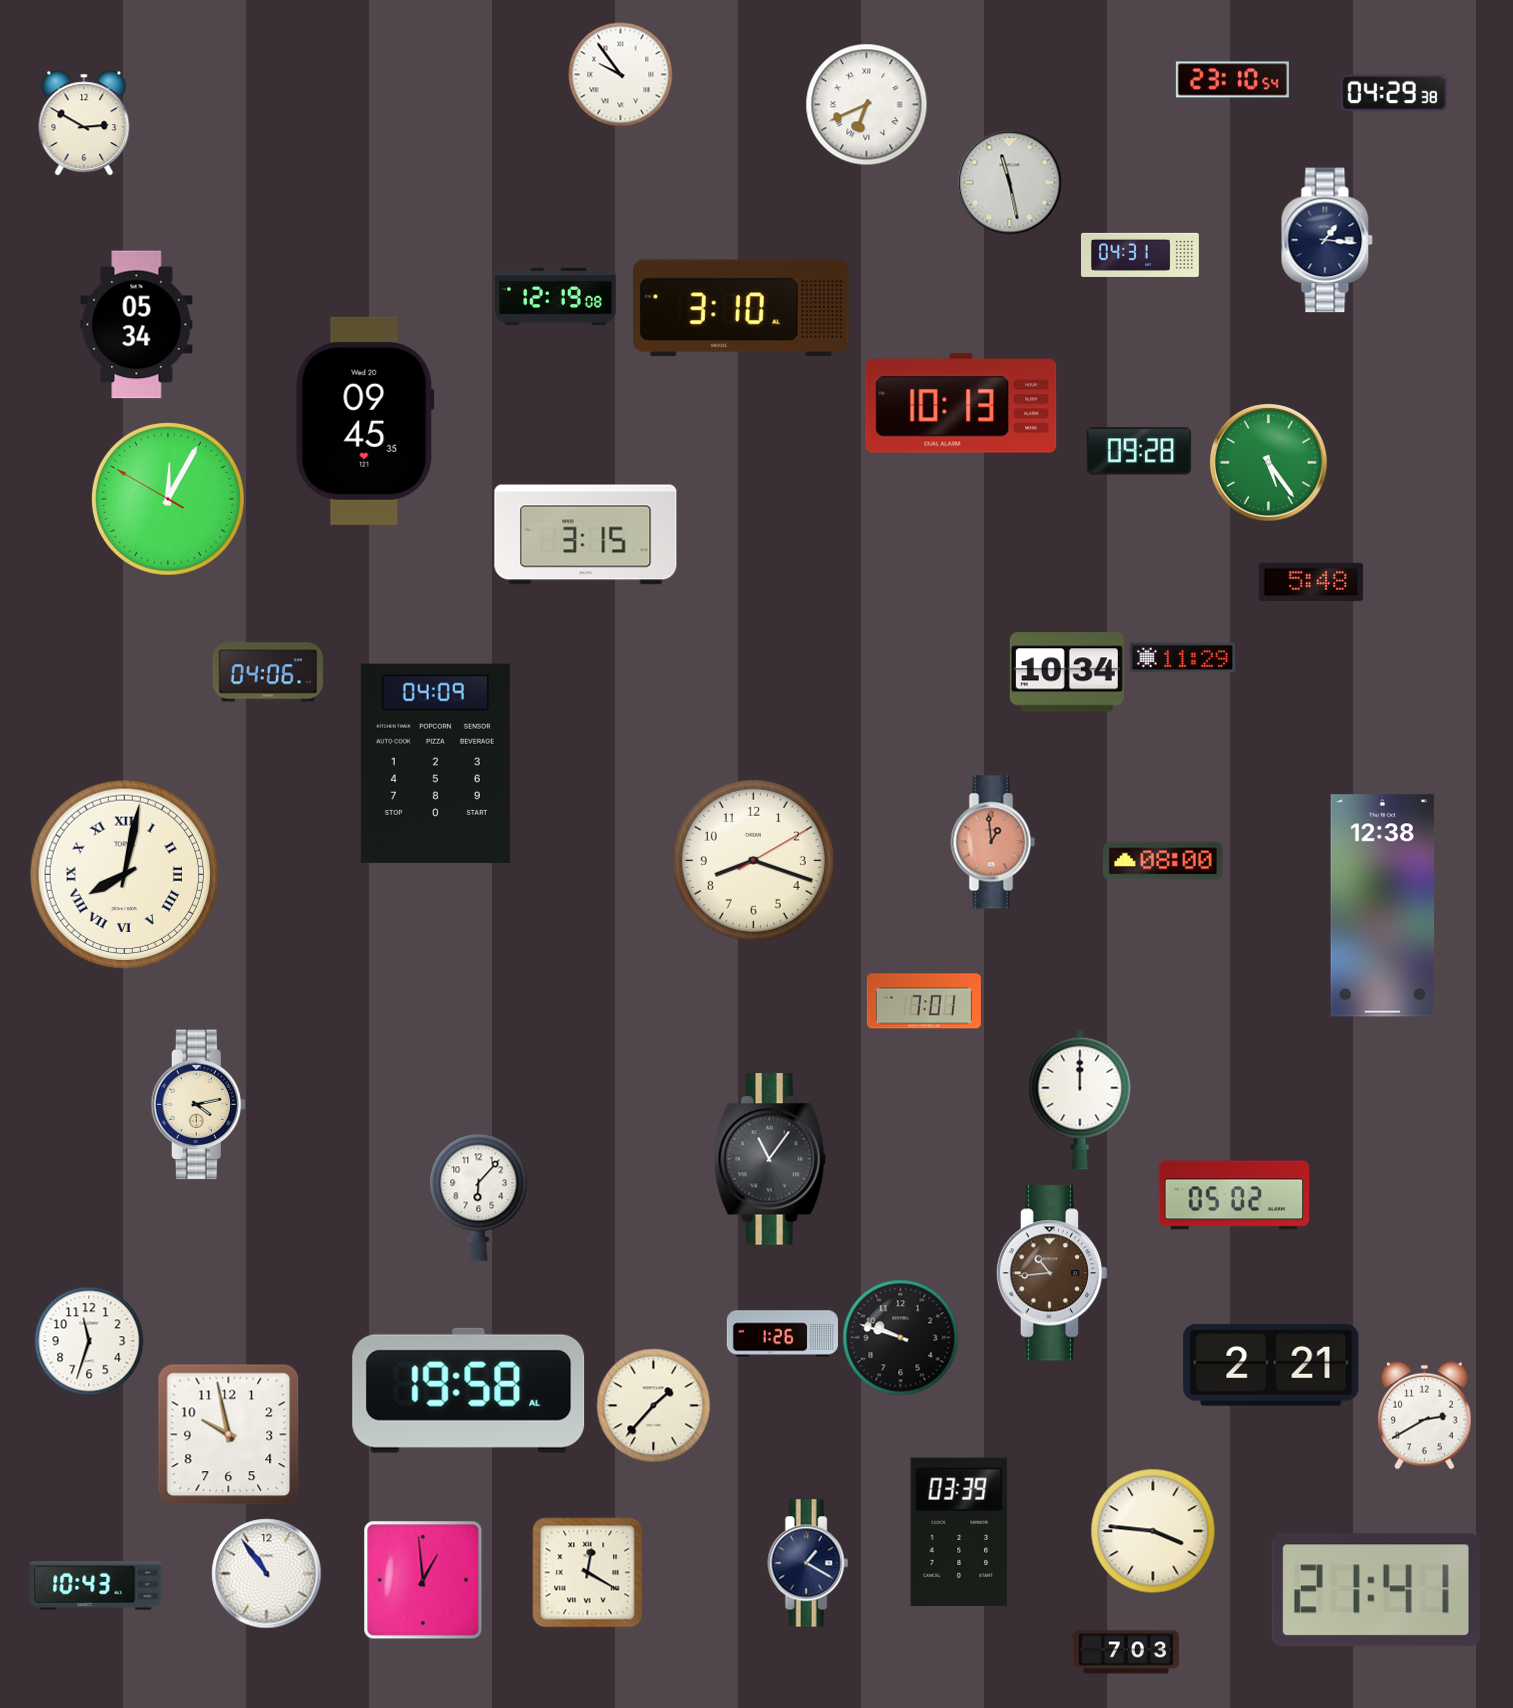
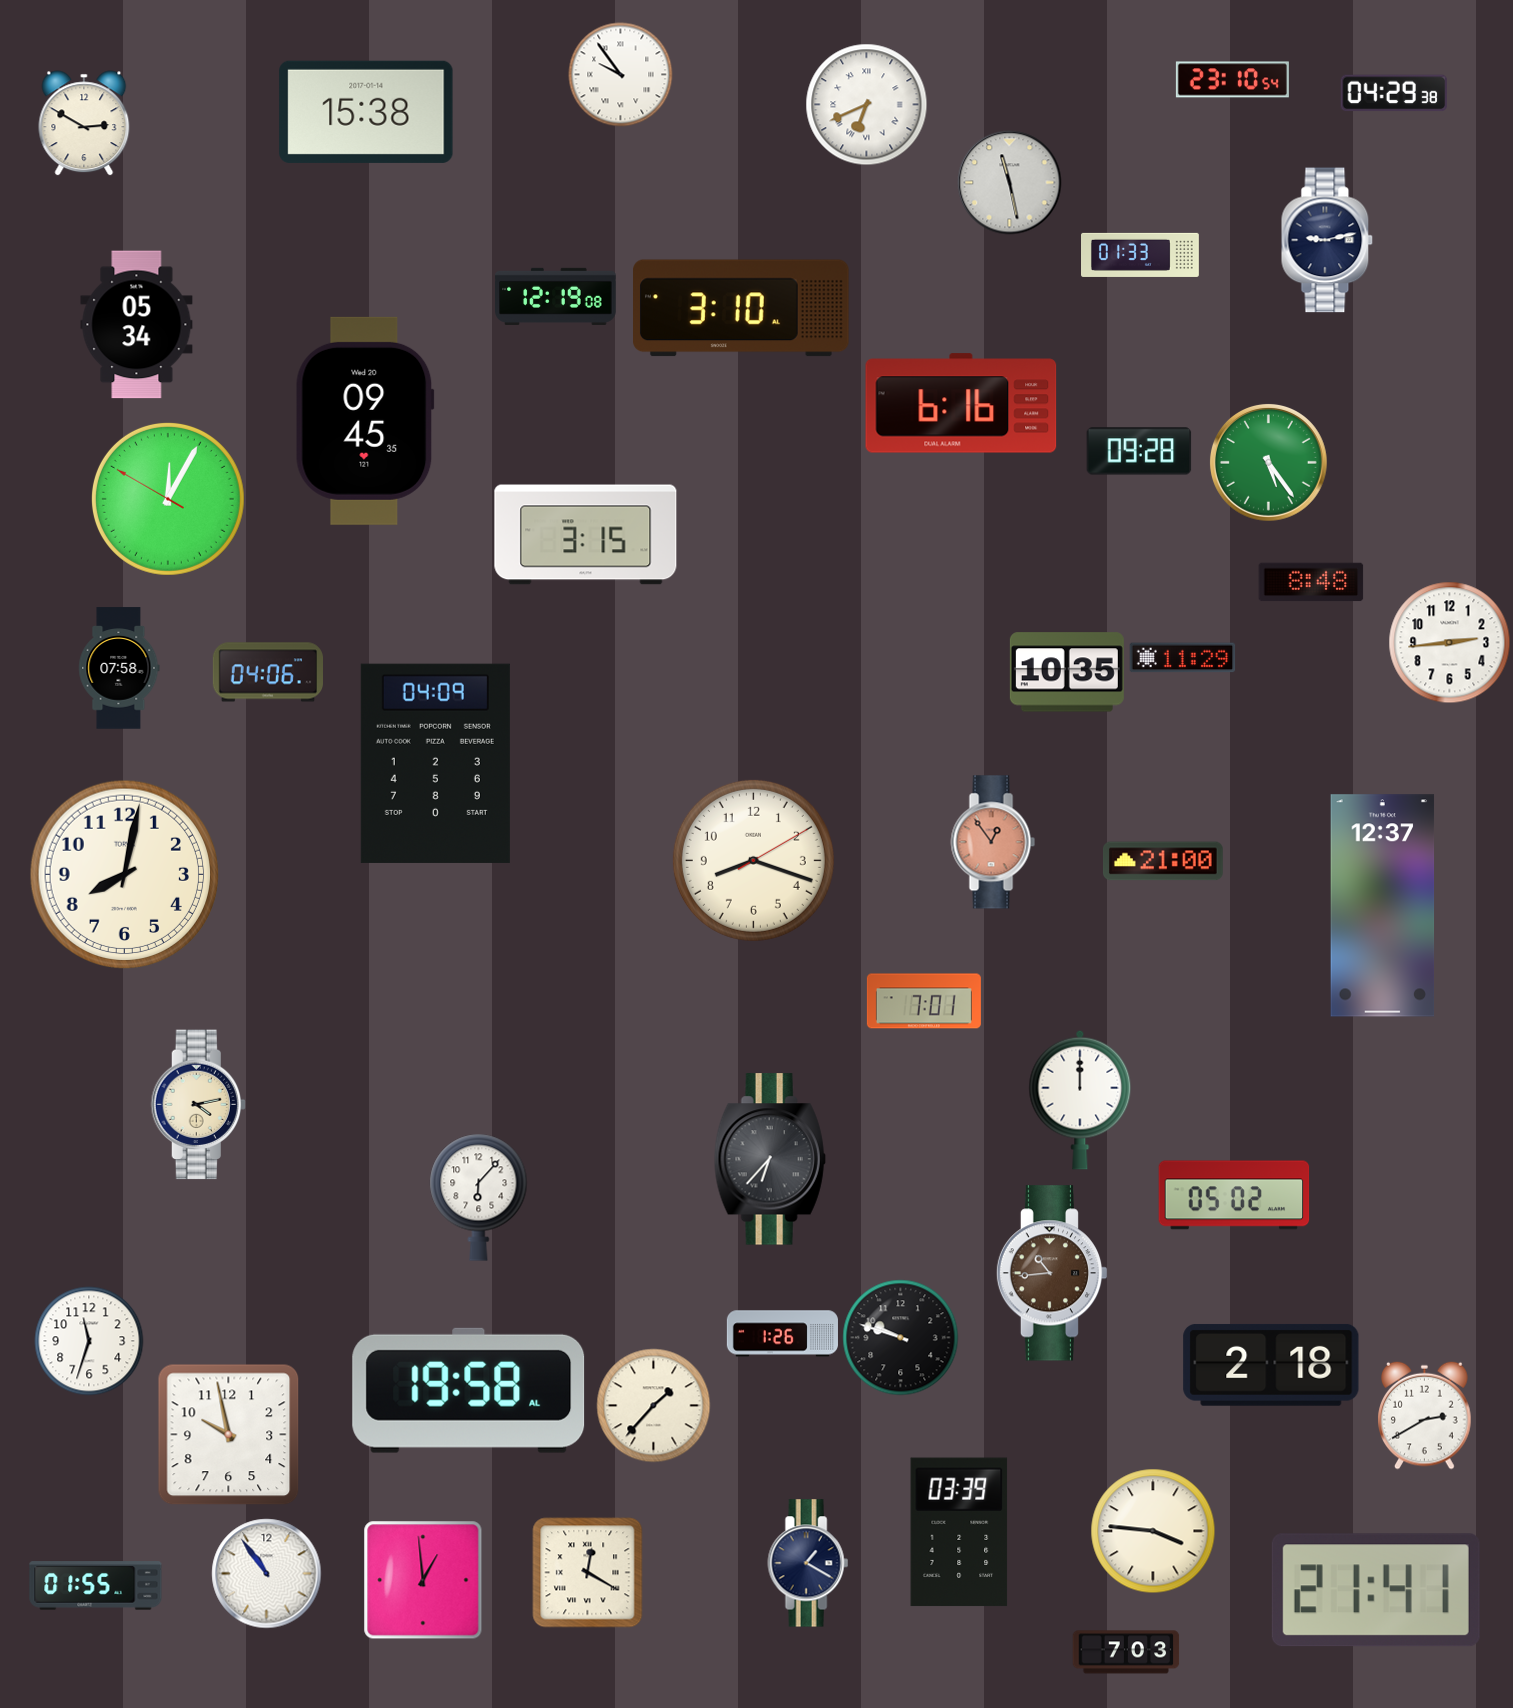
clock at (366, 112): none -> 15:38
clock at (1327, 240): 1:16 -> 9:13
clock at (1141, 255): 04:31 -> 01:33
clock at (961, 403): 10:13 -> 6:16
clock at (1311, 582): 5:48 -> 8:48
clock at (1450, 643): none -> 2:44
clock at (119, 668): none -> 07:58
clock at (1067, 672): 10:34 -> 10:35
clock at (993, 842): 12:59 -> 12:54
clock at (1163, 861): 08:00 -> 21:00
clock at (125, 875) numerals: Roman -> Arabic
clock at (1383, 906): 12:38 -> 12:37
clock at (770, 1159): 11:06 -> 6:37
clock at (1271, 1365): 2:21 -> 2:18
clock at (96, 1586): 10:43 -> 01:55
